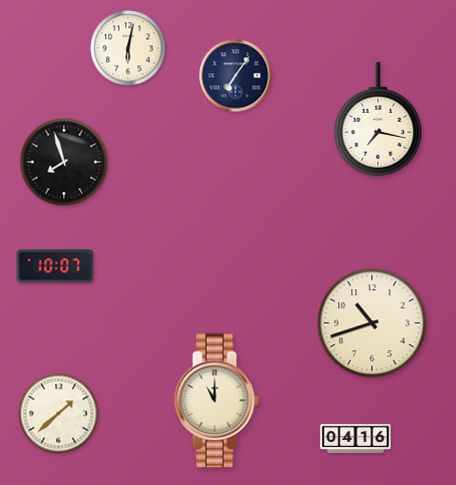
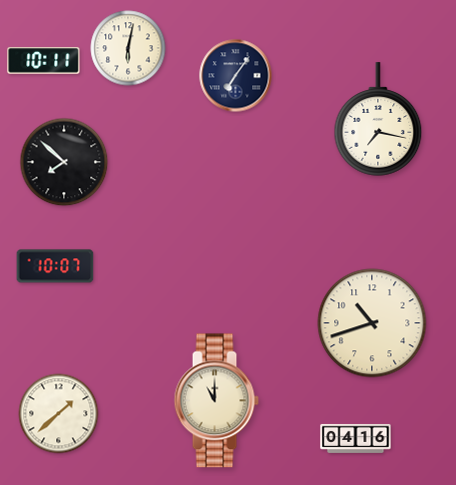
clock at (44, 61): none -> 10:11
clock at (64, 162): 7:57 -> 7:52
